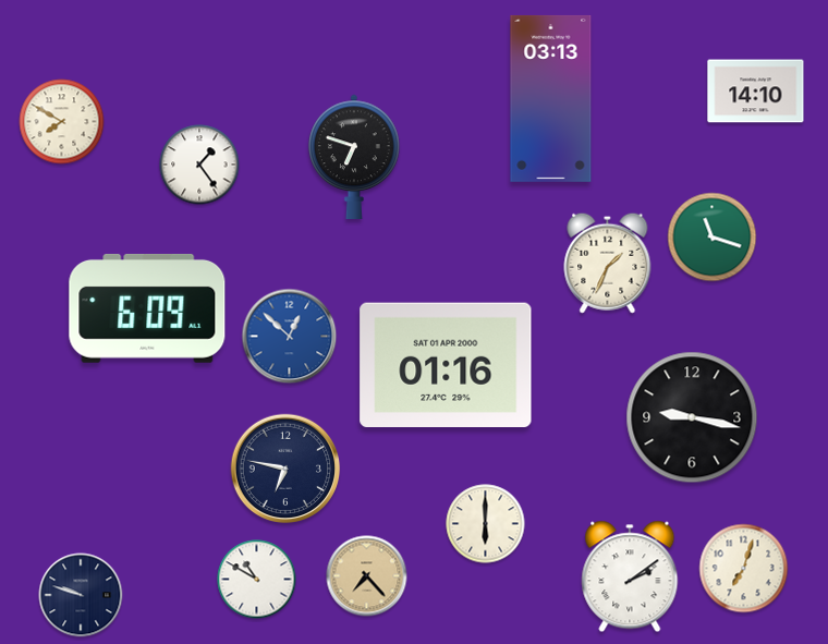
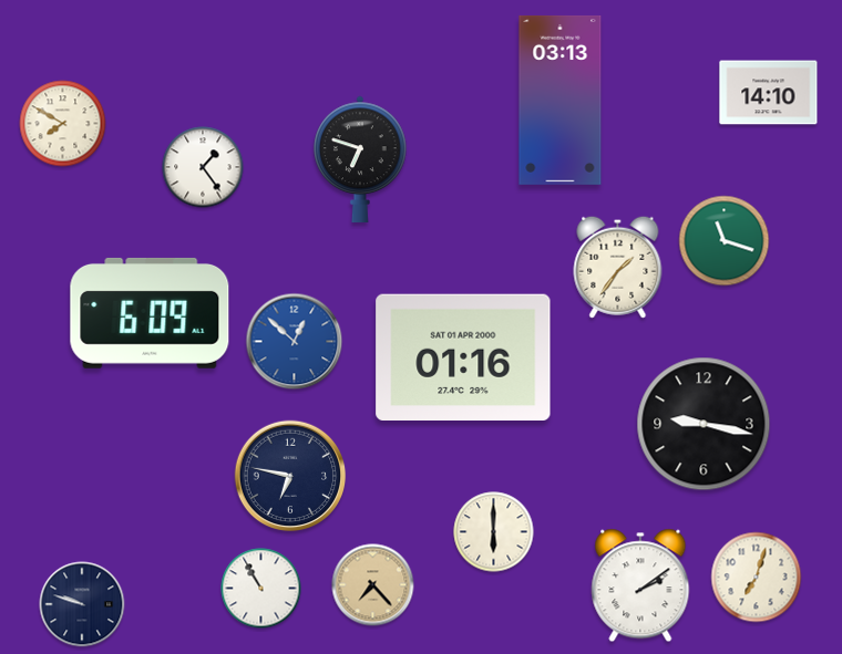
clock at (608, 263): 1:34 -> 1:36
clock at (446, 364) position: (446, 364) -> (463, 356)
clock at (257, 580): 10:50 -> 10:55
